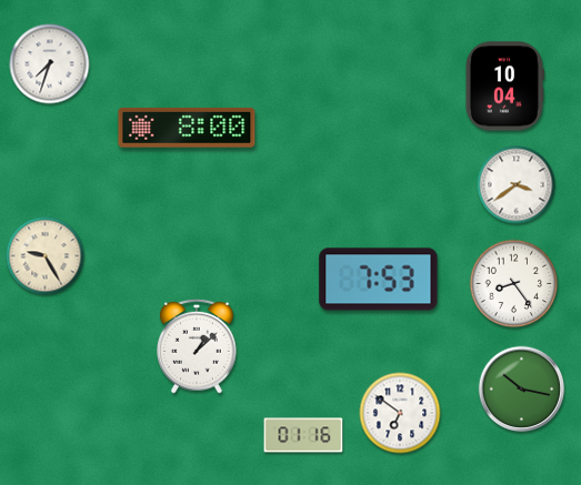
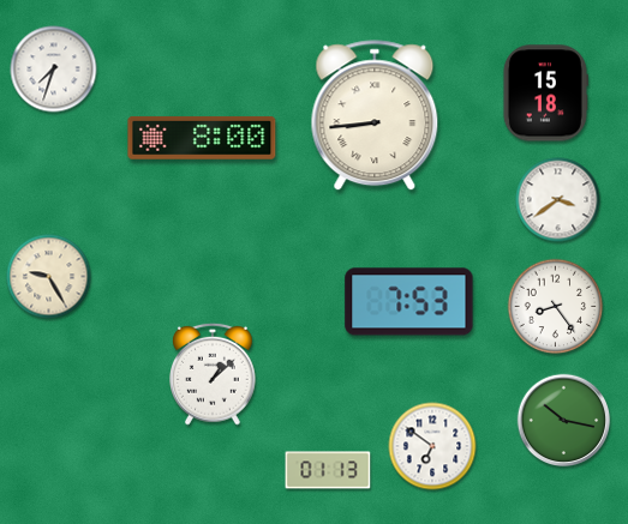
clock at (504, 87): 10:04 -> 15:18
clock at (375, 116): none -> 8:44
clock at (303, 435): 01:16 -> 01:13
